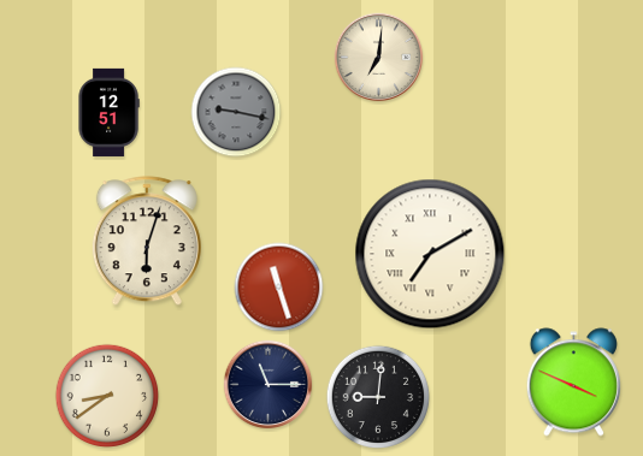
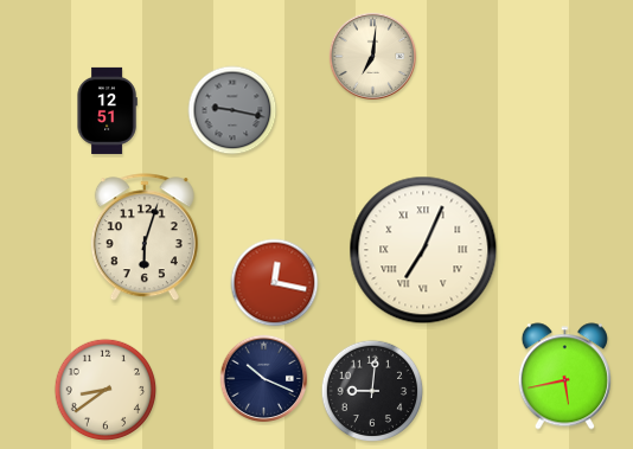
clock at (430, 254): 7:10 -> 7:04
clock at (279, 288): 11:27 -> 12:17
clock at (573, 383): 3:49 -> 5:43
clock at (269, 385): 11:15 -> 10:19
